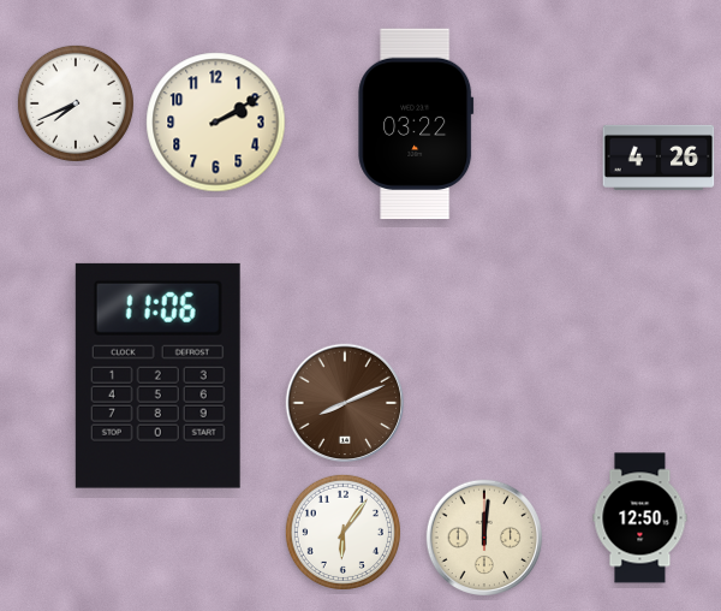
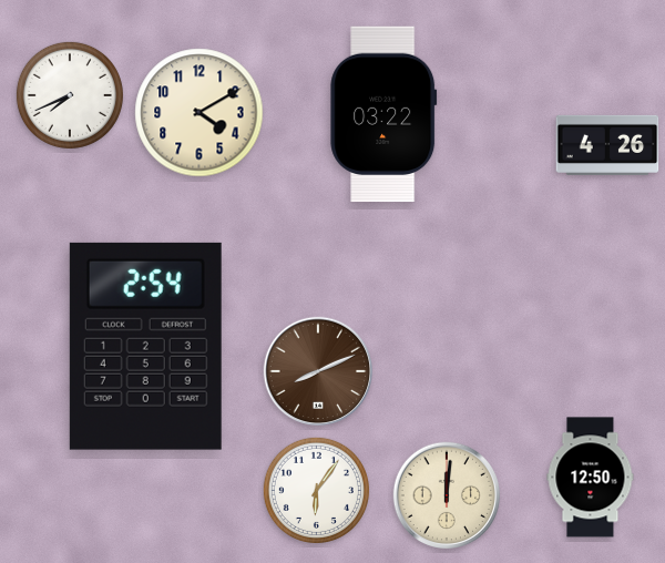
clock at (216, 123): 2:10 -> 4:10
clock at (157, 375): 11:06 -> 2:54
